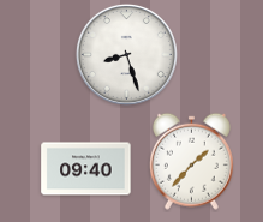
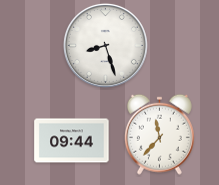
clock at (191, 161): 1:37 -> 11:37
clock at (86, 169): 09:40 -> 09:44
